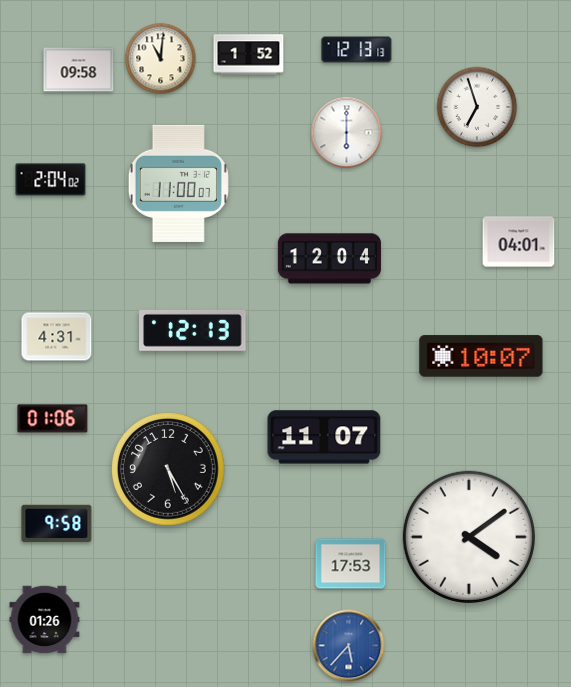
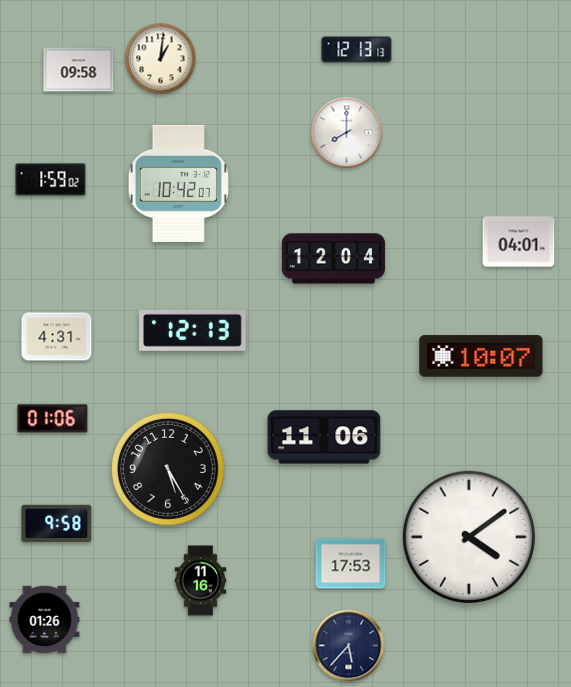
clock at (249, 55): 1:52 -> none
clock at (161, 59): 11:01 -> 1:01
clock at (477, 107): 6:57 -> none
clock at (347, 133): 6:00 -> 8:00
clock at (51, 180): 2:04 -> 1:59
clock at (178, 183): 11:00 -> 10:42
clock at (329, 259) position: (329, 259) -> (333, 259)
clock at (324, 437): 11:07 -> 11:06
clock at (201, 581): none -> 11:16
clock at (349, 646) dial: blue -> navy
